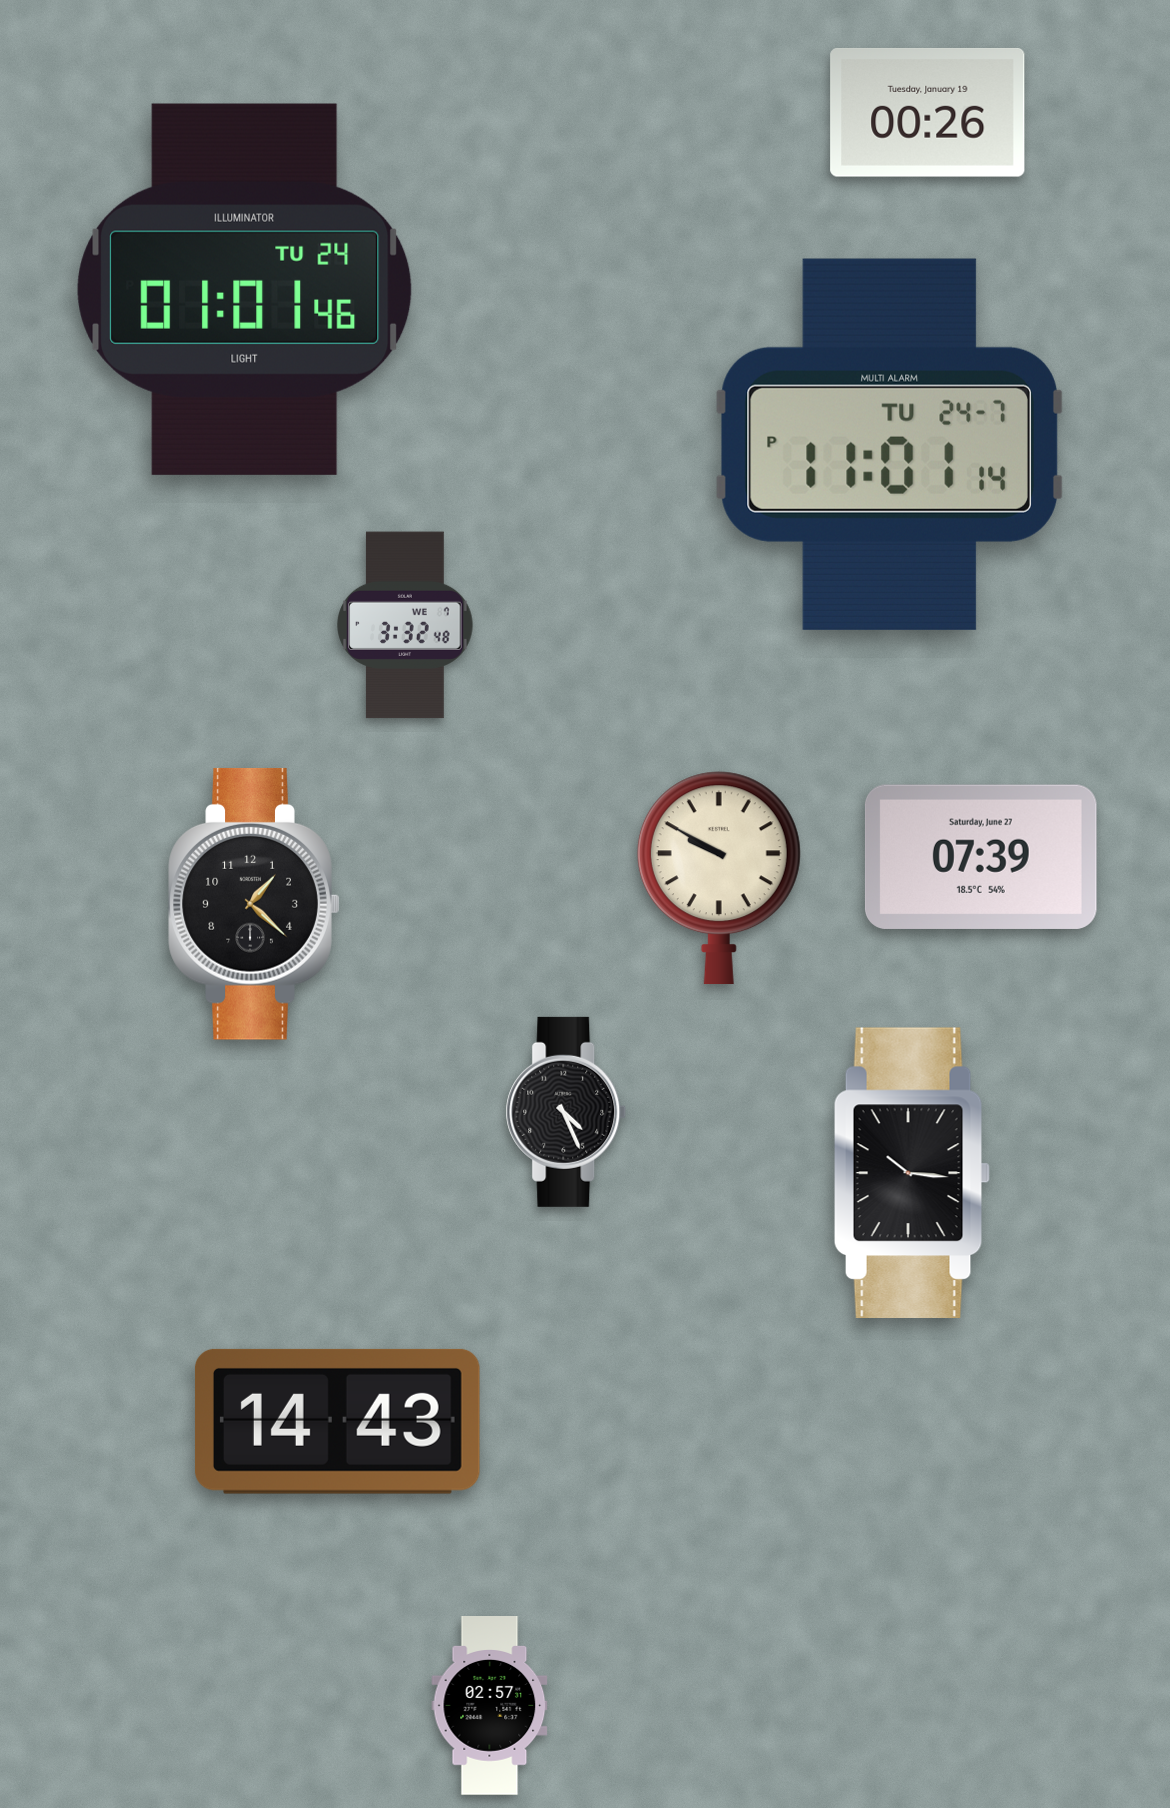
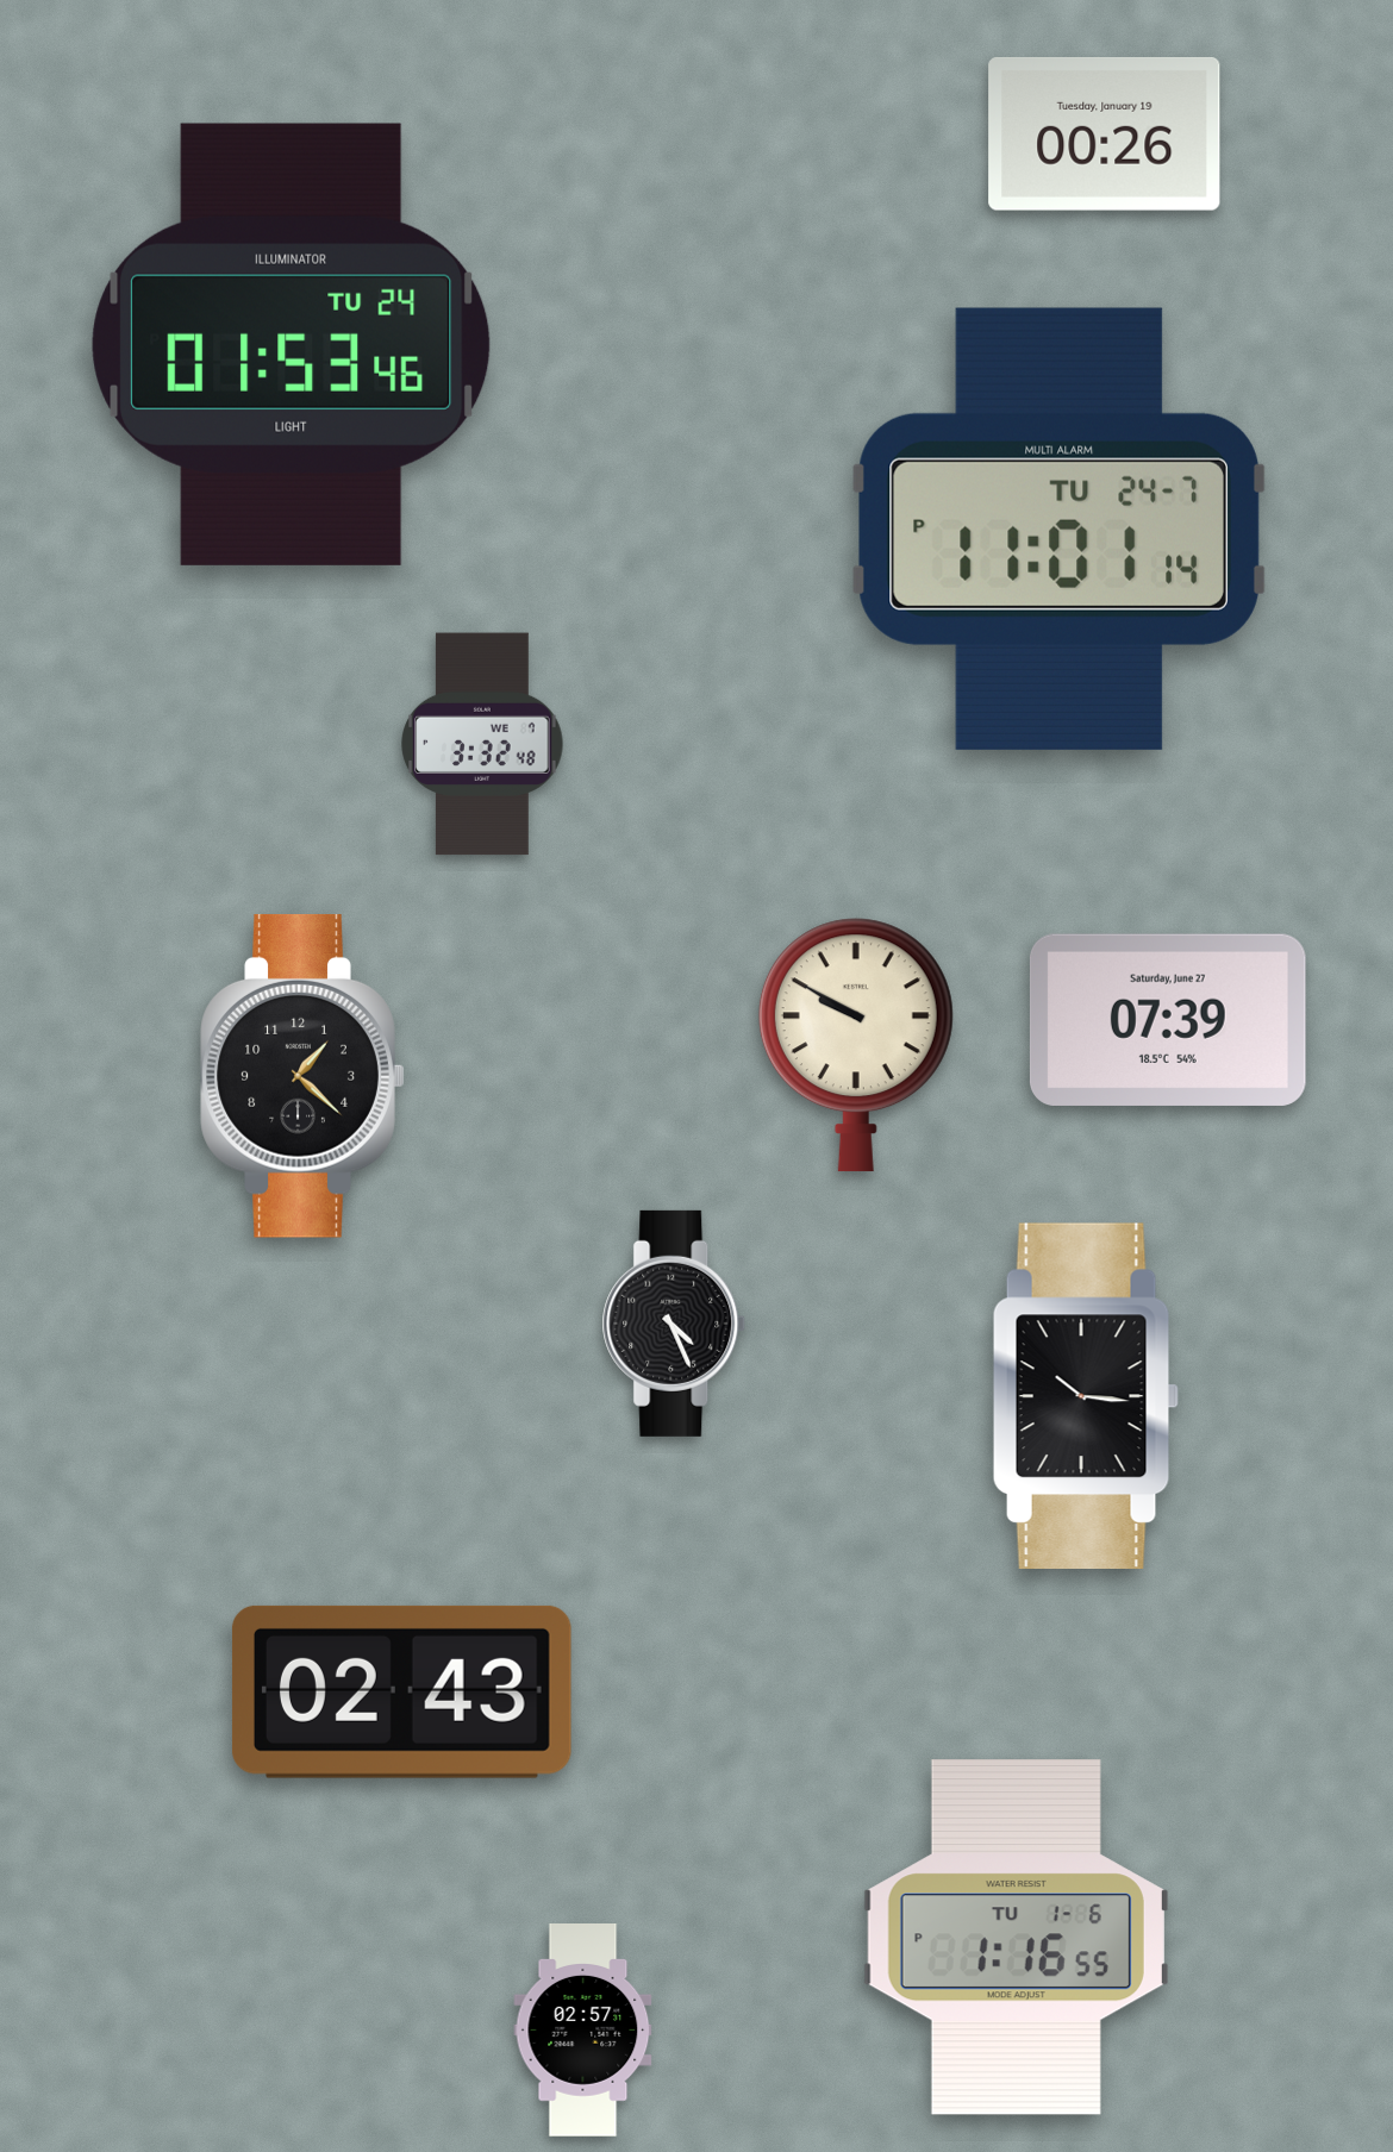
clock at (245, 289): 01:01 -> 01:53
clock at (337, 1421): 14:43 -> 02:43
clock at (1016, 1938): none -> 1:16
